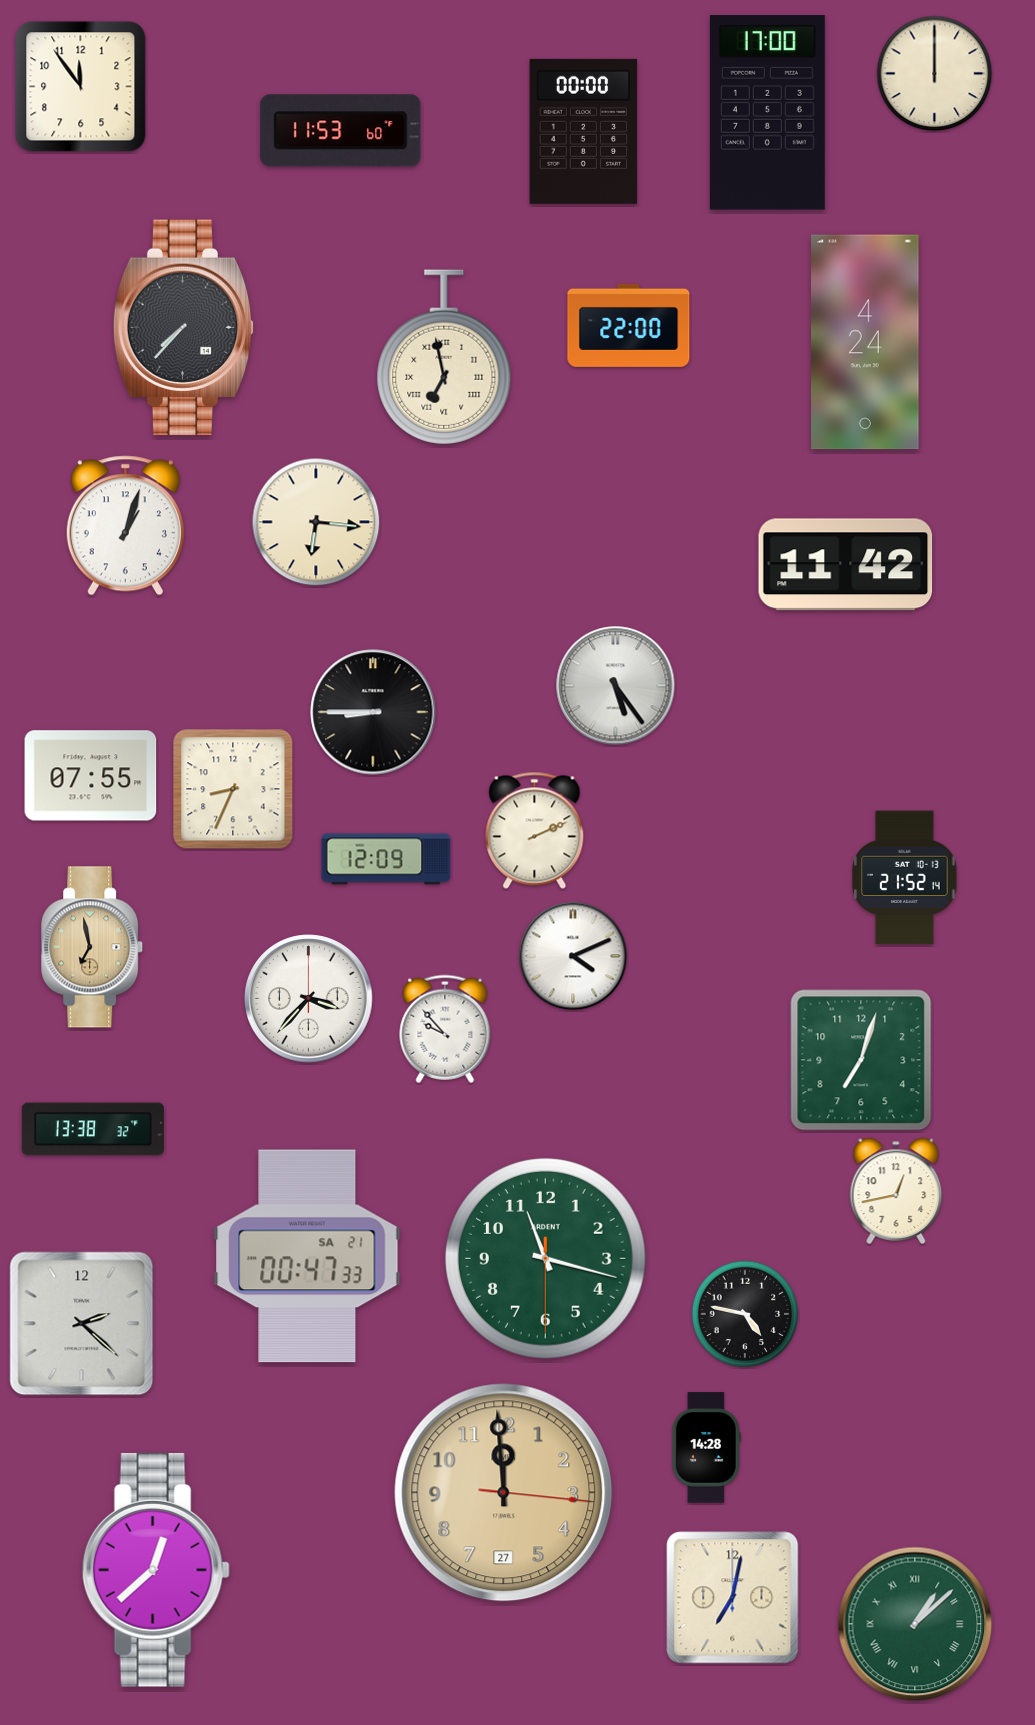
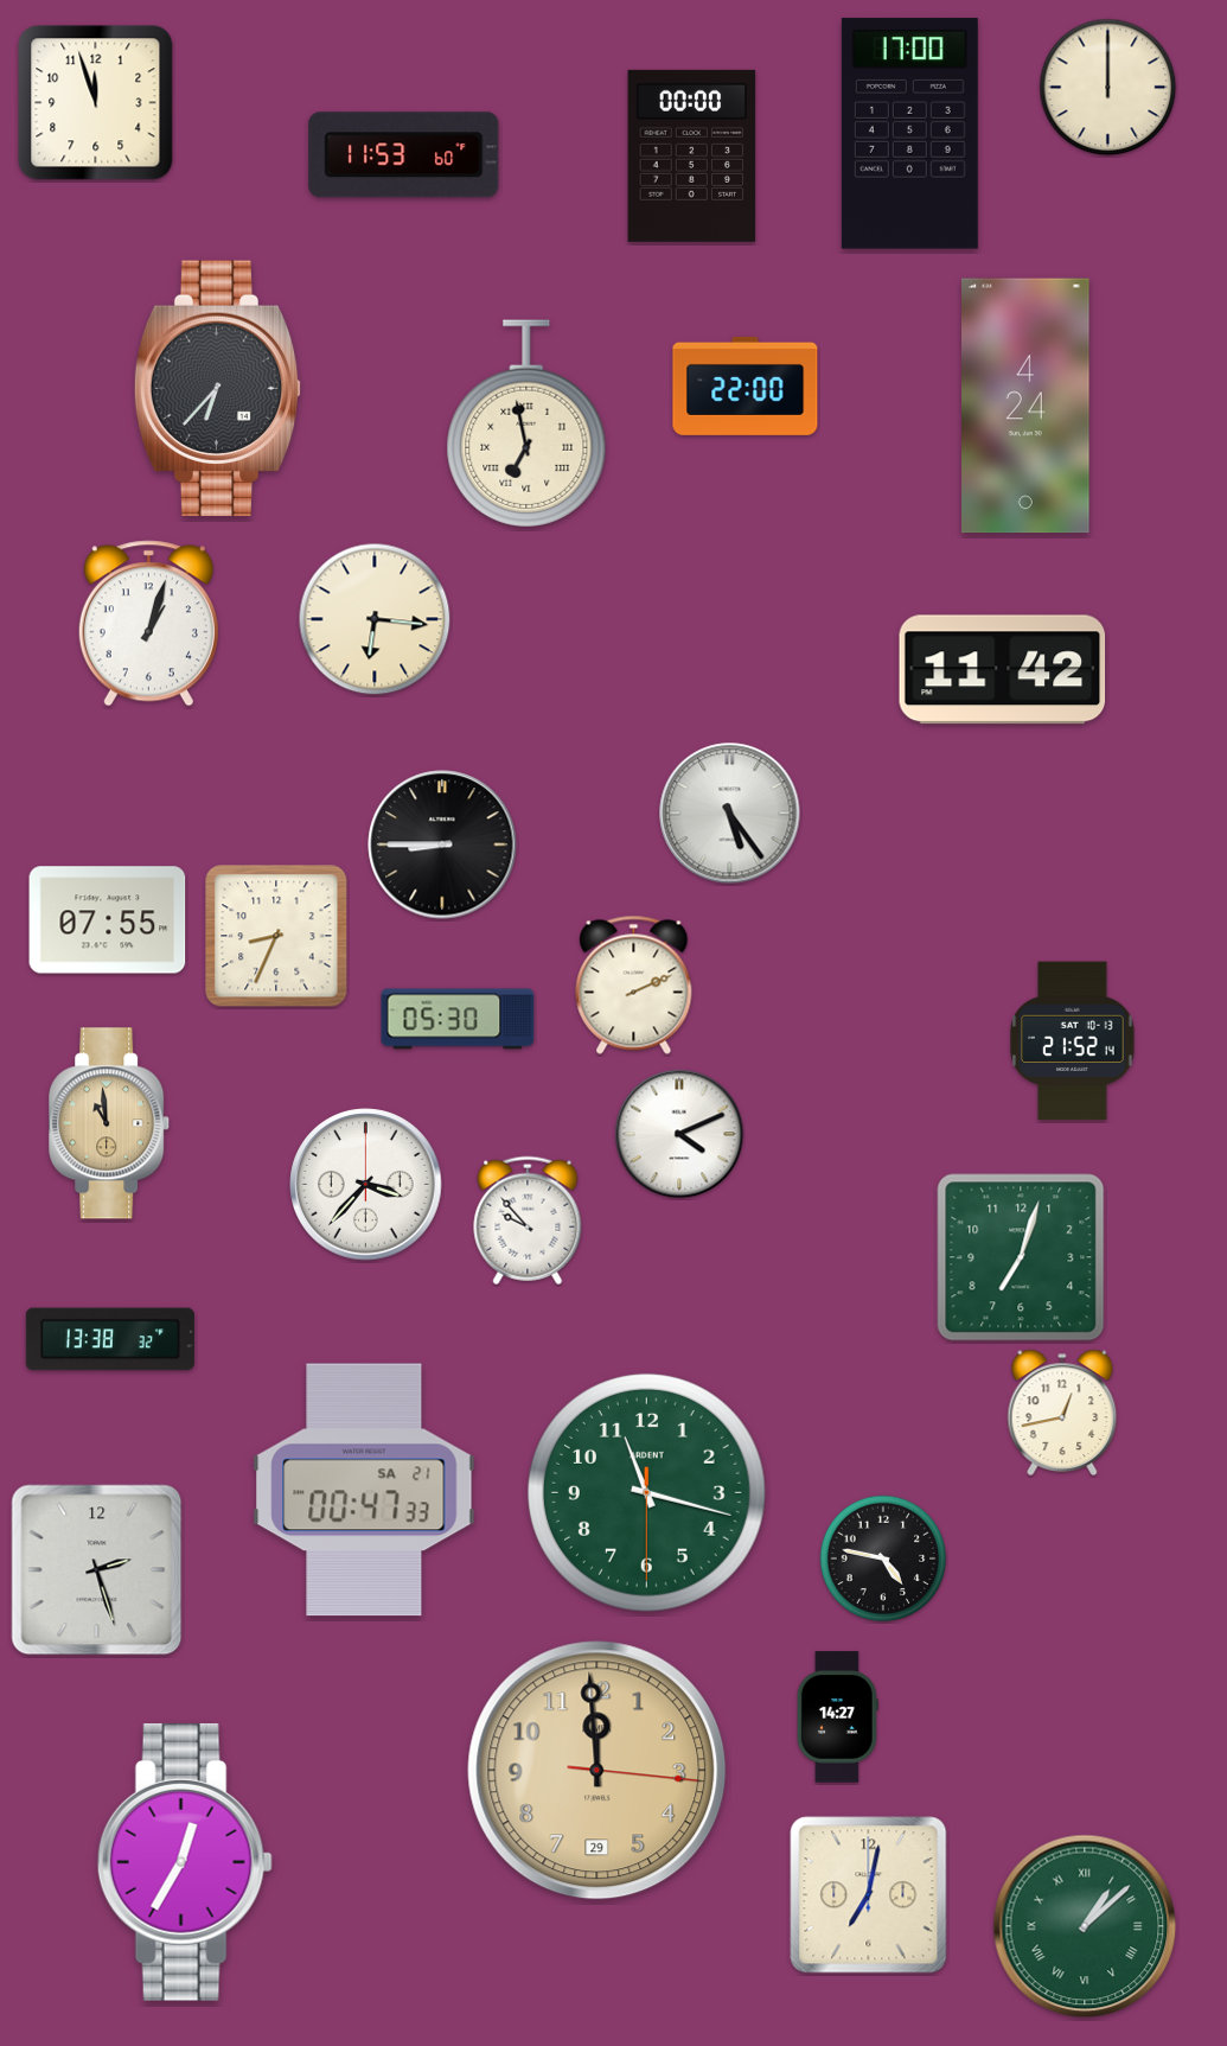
clock at (81, 87): 11:54 -> 11:57
clock at (184, 328): 7:37 -> 6:37
clock at (386, 859): 12:09 -> 05:30
clock at (93, 947): 6:58 -> 10:59
clock at (82, 1324): 2:22 -> 2:27
clock at (706, 1448): 14:28 -> 14:27
clock at (504, 1493) date: 27 -> 29
clock at (156, 1570): 12:38 -> 12:35
